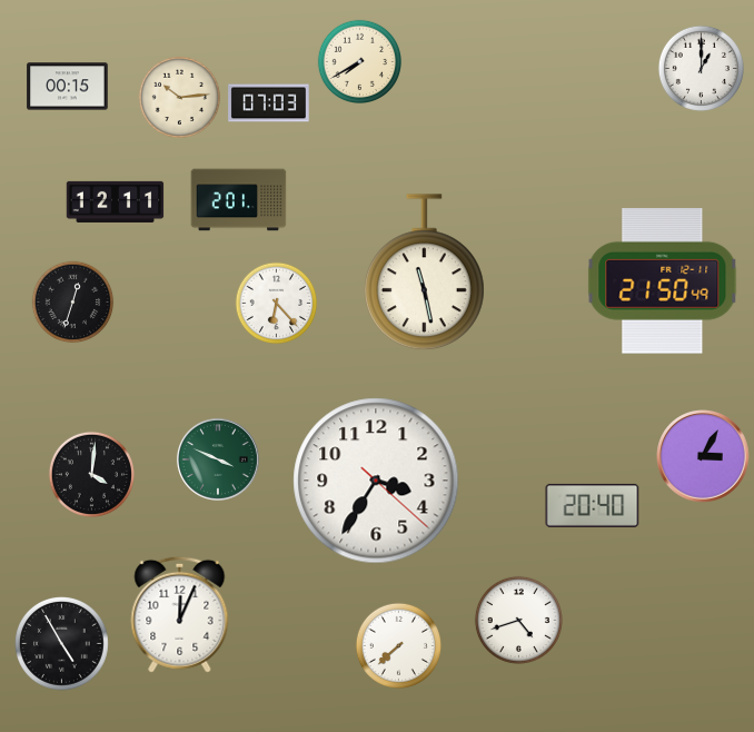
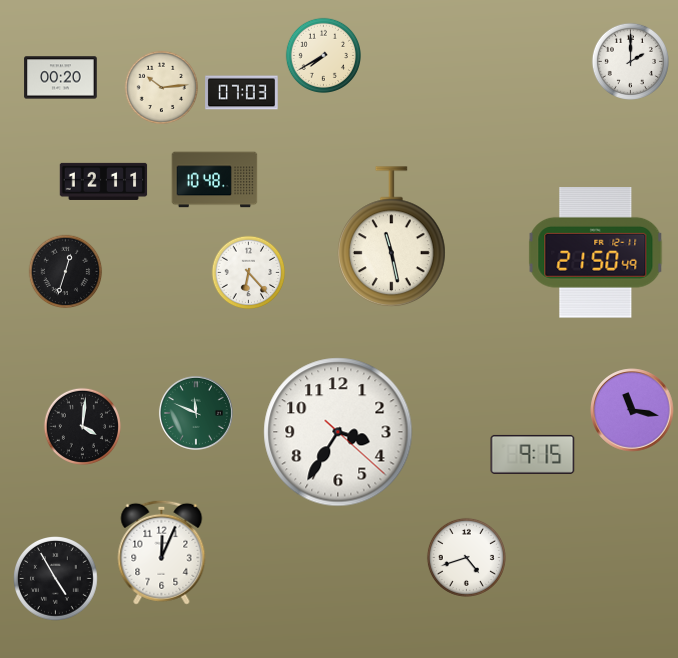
clock at (701, 68): 1:00 -> 2:00
clock at (68, 87): 00:15 -> 00:20
clock at (239, 200): 2:01 -> 10:48
clock at (424, 273) position: (424, 273) -> (391, 237)
clock at (703, 456): 3:05 -> 11:17
clock at (218, 459): 3:49 -> 11:49
clock at (593, 505): 20:40 -> 9:15
clock at (398, 645): 7:38 -> none
